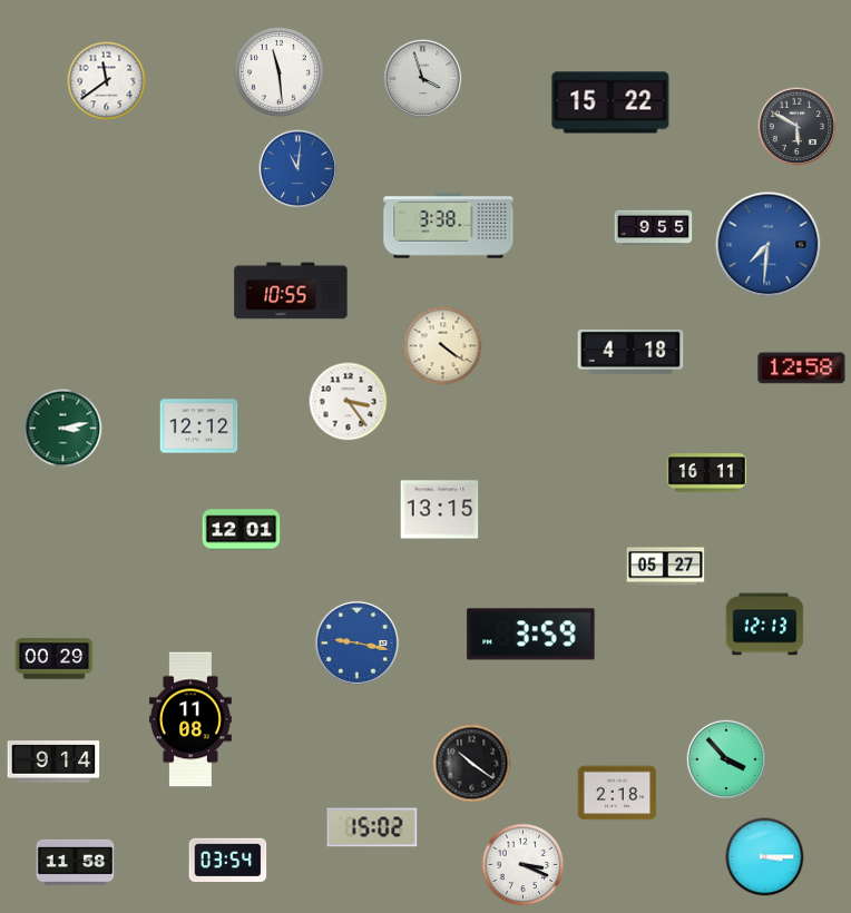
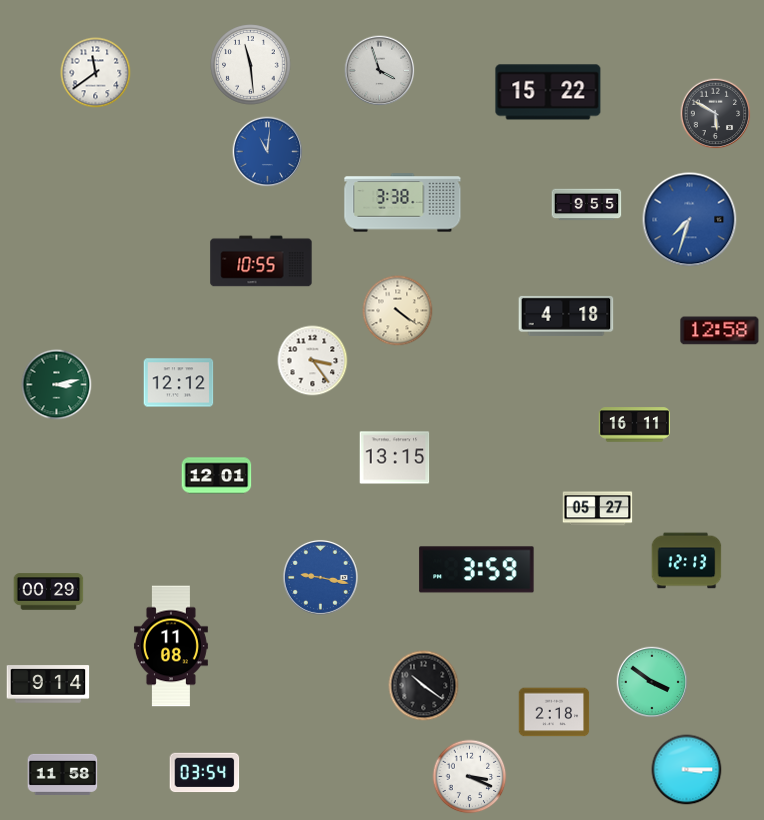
clock at (769, 245): 7:31 -> 7:33
clock at (726, 759): 3:53 -> 3:51
clock at (372, 827): 15:02 -> none
clock at (76, 862) position: (76, 862) -> (63, 774)
